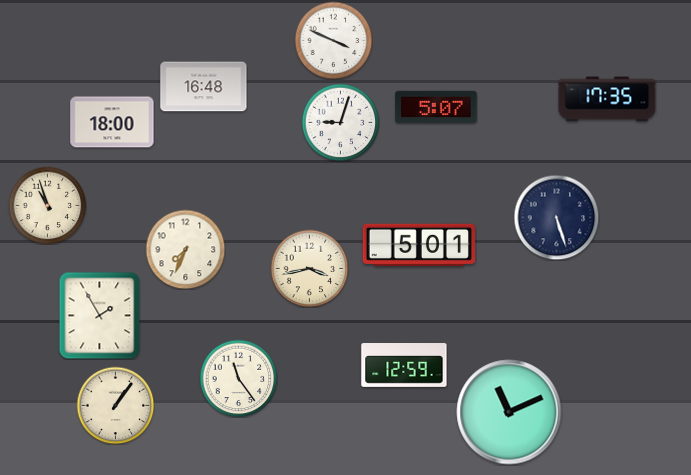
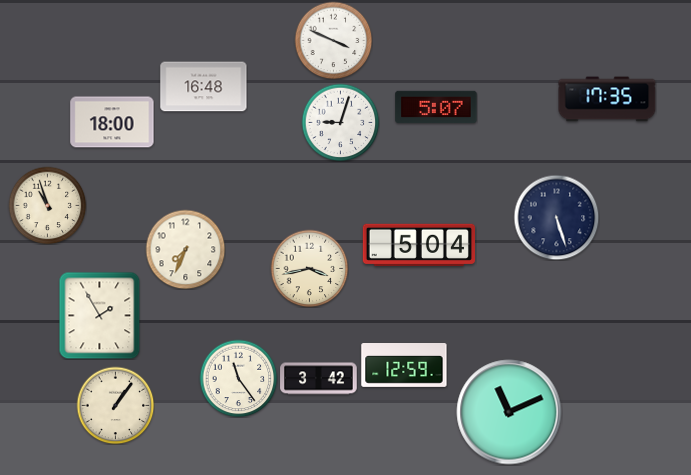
clock at (418, 245): 5:01 -> 5:04
clock at (319, 379): none -> 3:42
